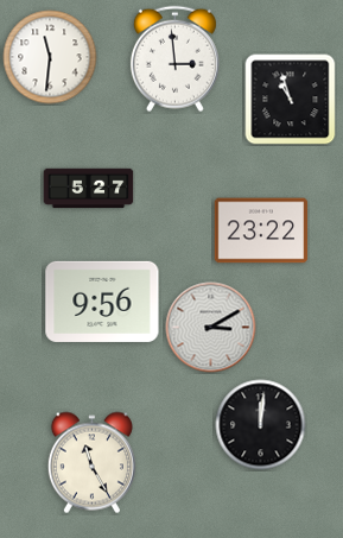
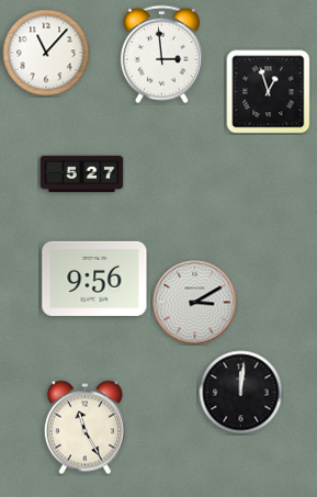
clock at (50, 57): 11:31 -> 11:07
clock at (291, 100): 10:57 -> 12:57
clock at (261, 230): 23:22 -> none
